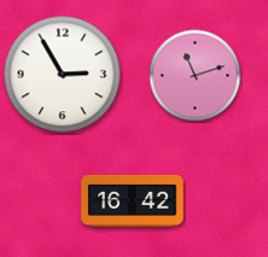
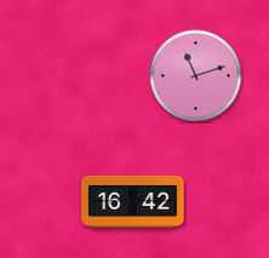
clock at (63, 75): 2:55 -> none
